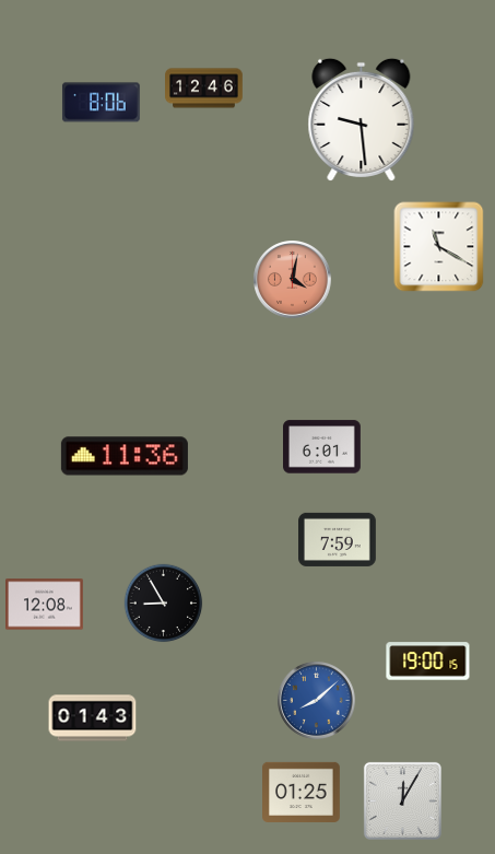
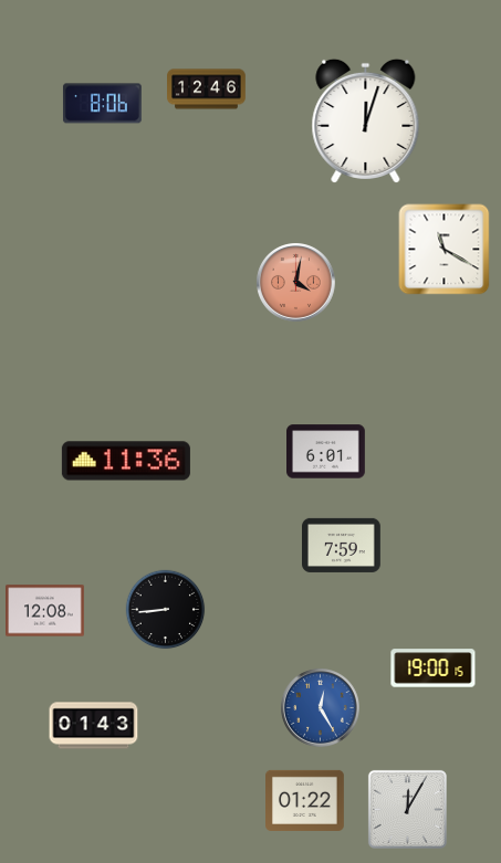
clock at (362, 119): 9:29 -> 12:03
clock at (164, 604): 8:55 -> 8:44
clock at (317, 701): 8:08 -> 12:25
clock at (302, 792): 01:25 -> 01:22
